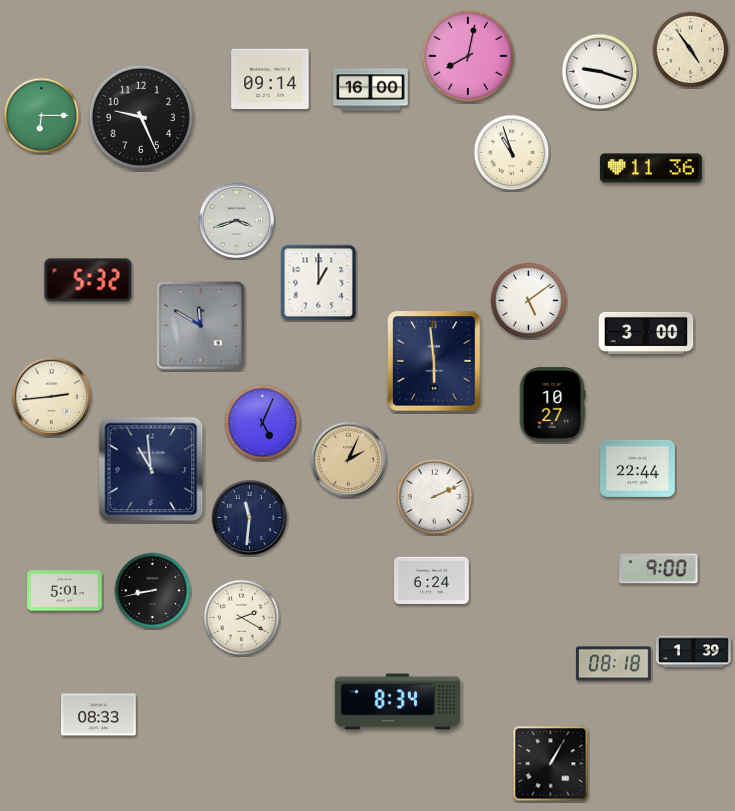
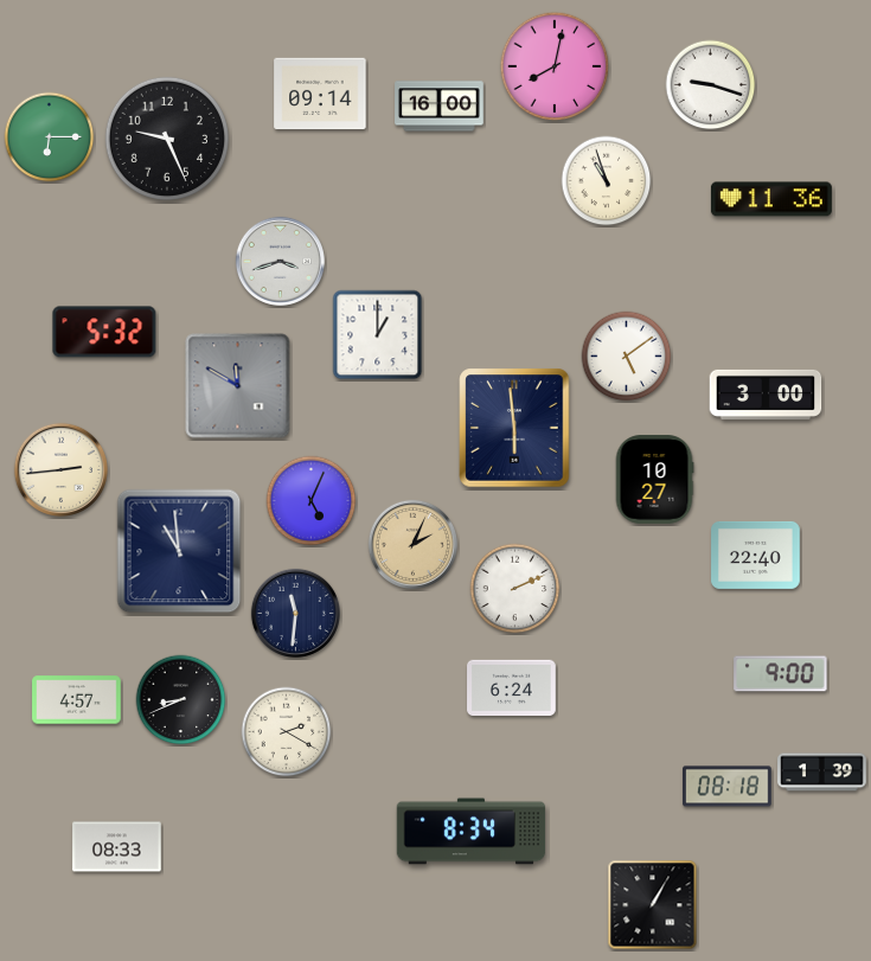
clock at (691, 50): 4:54 -> none
clock at (638, 468): 22:44 -> 22:40
clock at (151, 469) position: (151, 469) -> (179, 551)
clock at (65, 591): 5:01 -> 4:57
clock at (153, 591): 8:43 -> 8:41
